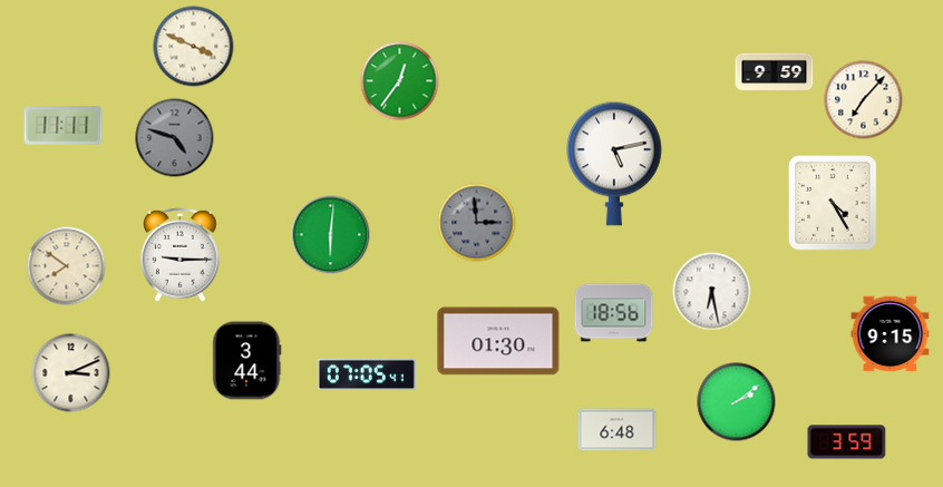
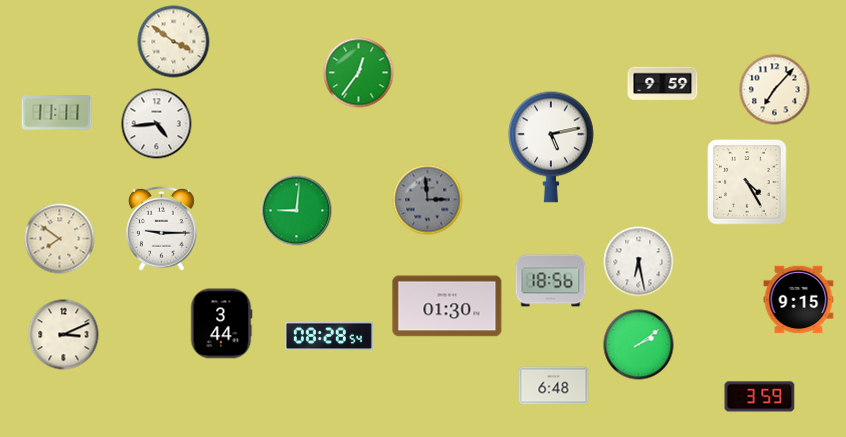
clock at (194, 47): 3:49 -> 3:51
clock at (775, 72) position: (775, 72) -> (663, 84)
clock at (175, 138): 4:48 -> 4:44
clock at (175, 138) dial: grey -> white
clock at (331, 235): 6:01 -> 9:01
clock at (367, 374): 07:05 -> 08:28
clock at (737, 402) position: (737, 402) -> (639, 345)
